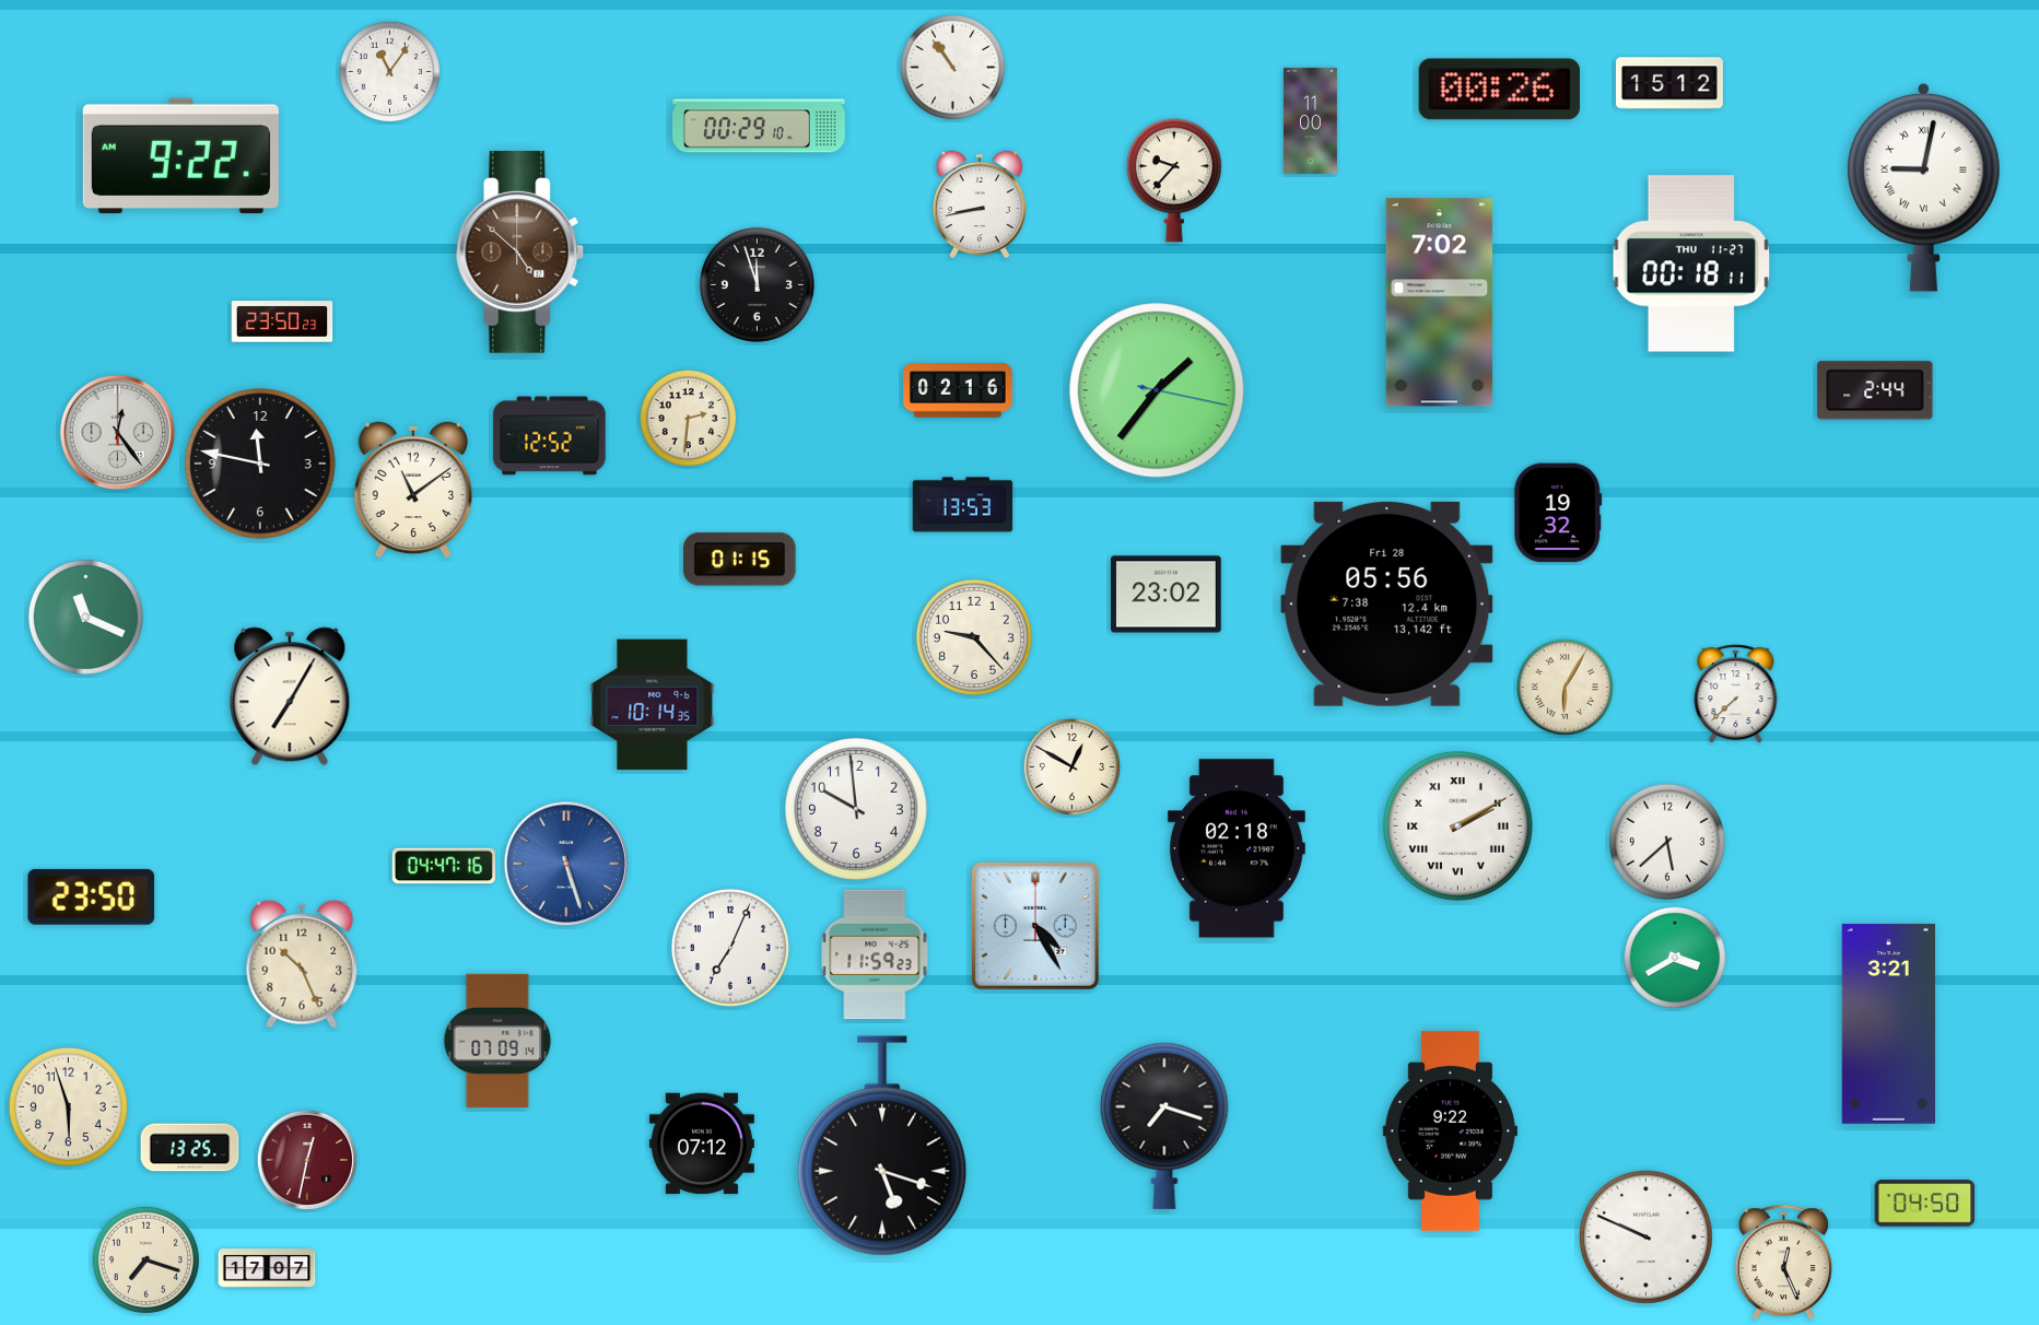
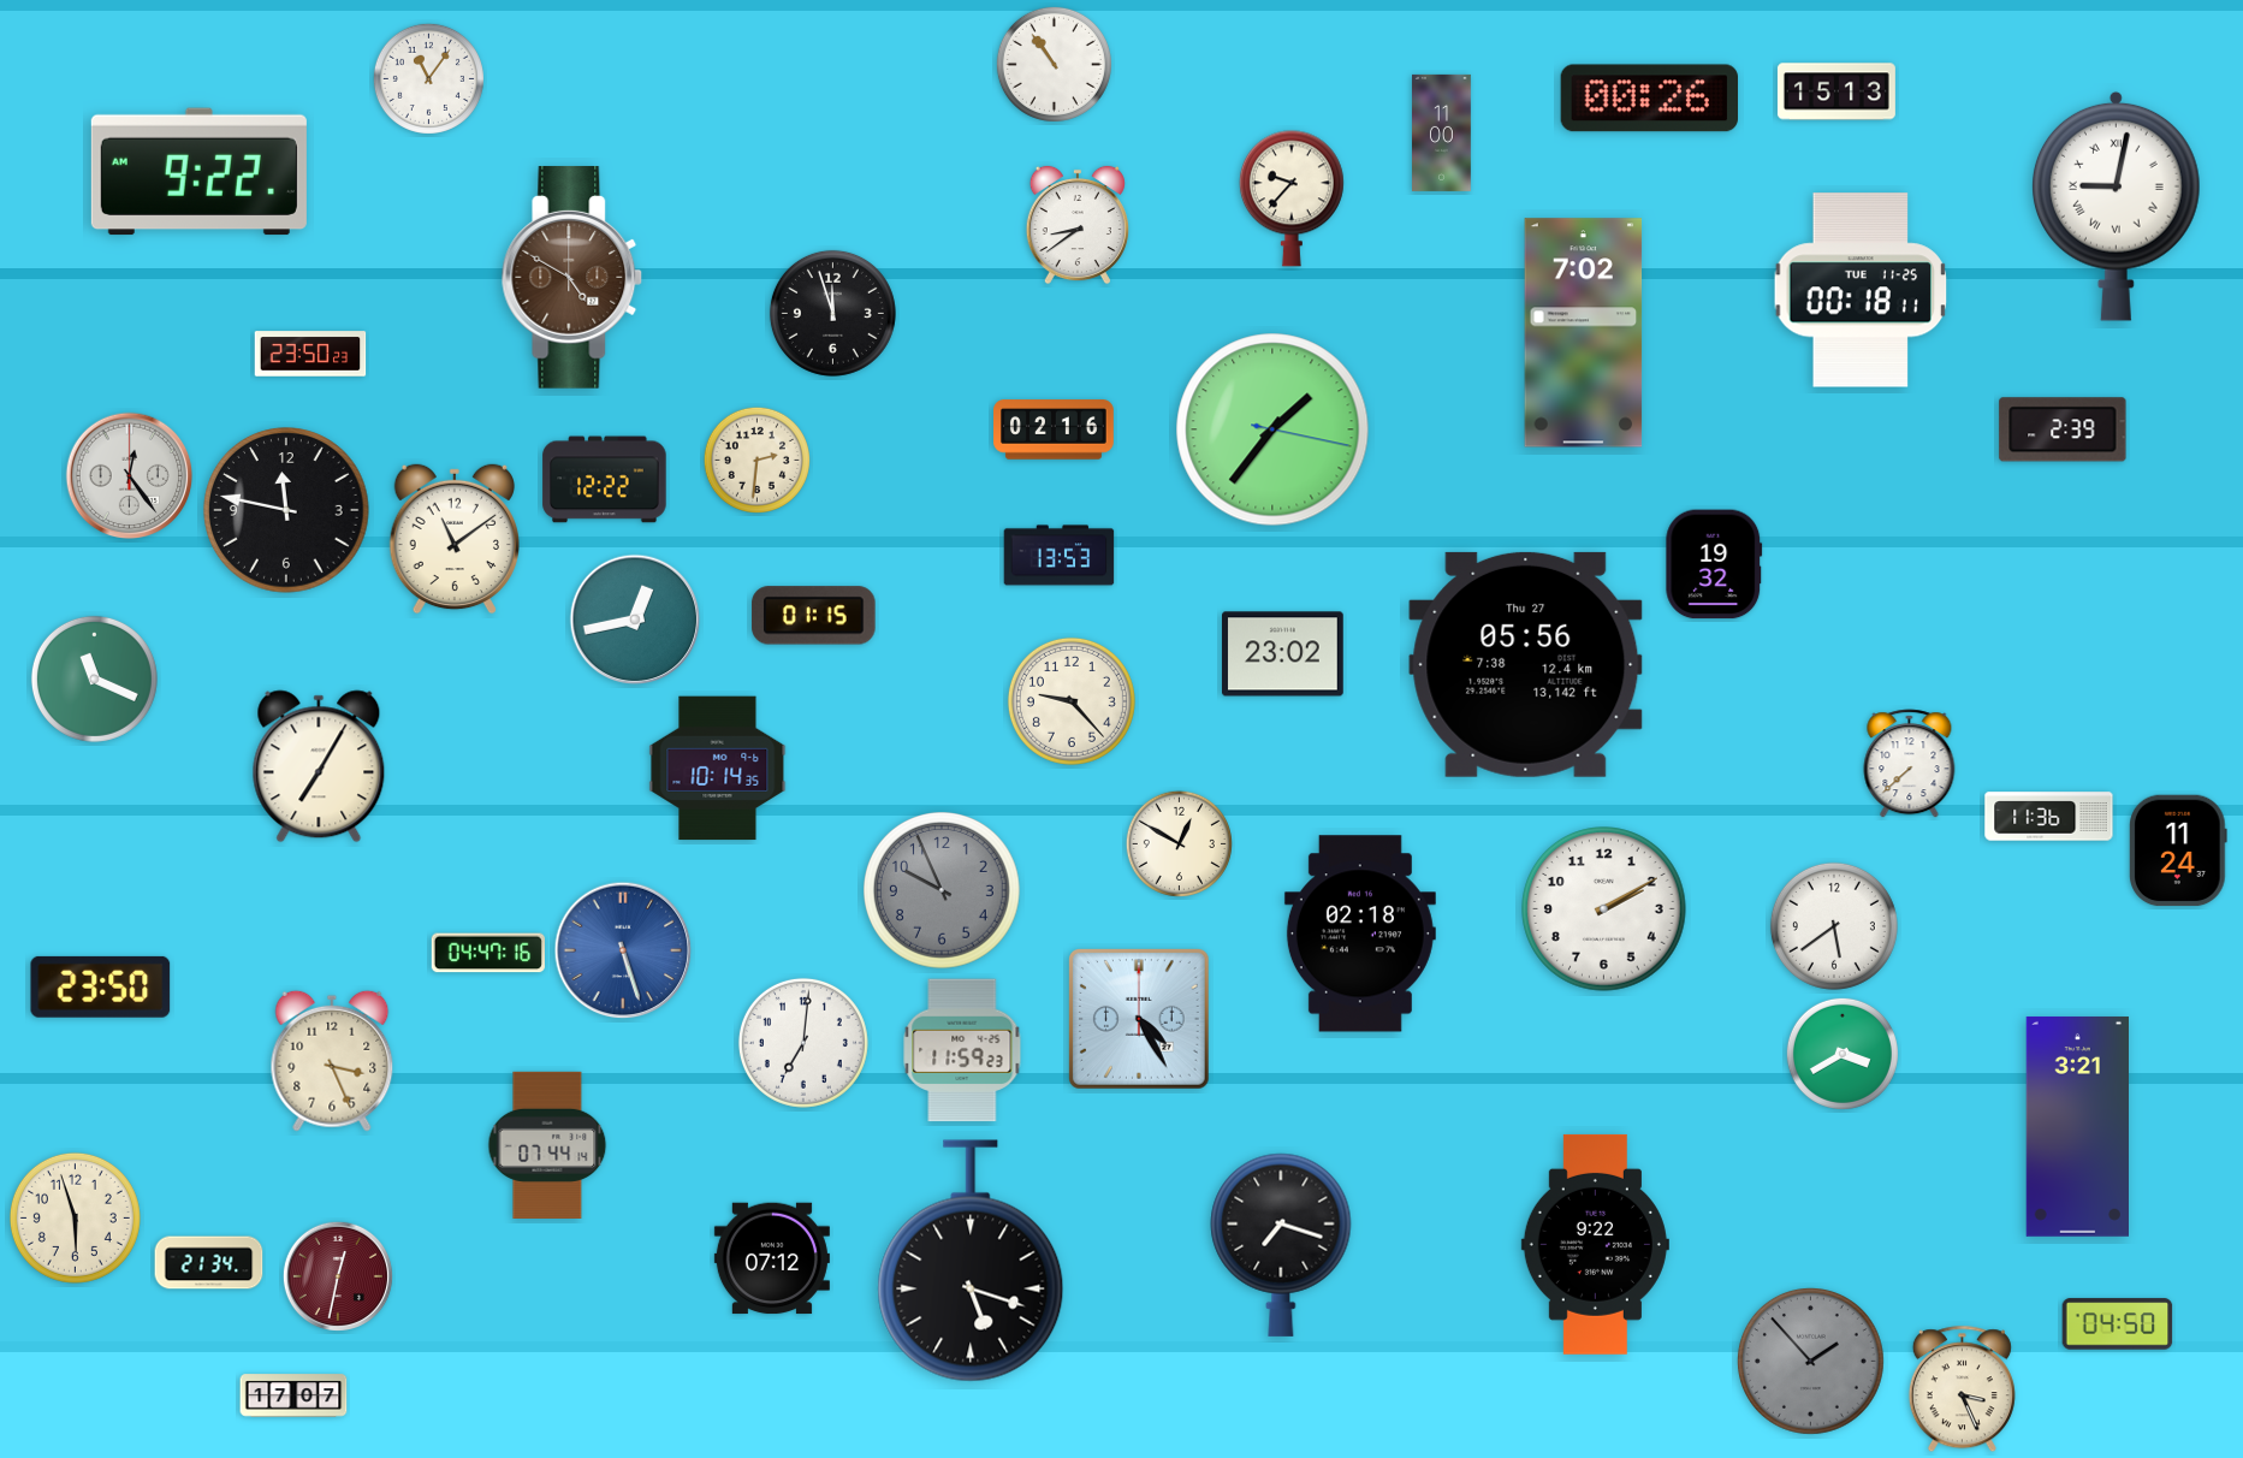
clock at (952, 67) position: (952, 67) -> (1054, 64)
clock at (1669, 83): 15:12 -> 15:13
clock at (759, 126): 00:29 -> none
clock at (980, 204): 8:43 -> 8:39
clock at (520, 253): 4:52 -> 4:50
clock at (1691, 263) date: THU 11-27 -> TUE 11-25
clock at (1875, 390): 2:44 -> 2:39
clock at (550, 436): 12:52 -> 12:22
clock at (635, 620): none -> 12:43
clock at (1387, 603) date: Fri 28 -> Thu 27
clock at (1565, 687): 6:05 -> none
clock at (653, 705) position: (653, 705) -> (718, 769)
clock at (2049, 817): none -> 11:36
clock at (2179, 850): none -> 11:24
clock at (857, 810): 9:59 -> 9:56
clock at (857, 810) dial: white -> grey
clock at (1458, 826) numerals: Roman -> Arabic
clock at (1667, 842): 5:38 -> 5:39
clock at (730, 948): 7:04 -> 7:01
clock at (302, 964): 10:26 -> 3:26
clock at (497, 1041): 07:09 -> 07:44
clock at (1164, 1126) position: (1164, 1126) -> (1281, 1245)
clock at (190, 1148): 13:25 -> 21:34
clock at (1645, 1236): 9:49 -> 1:53
clock at (1645, 1236) dial: white -> grey
clock at (145, 1259): 7:18 -> none
clock at (1783, 1263): 12:26 -> 3:26
